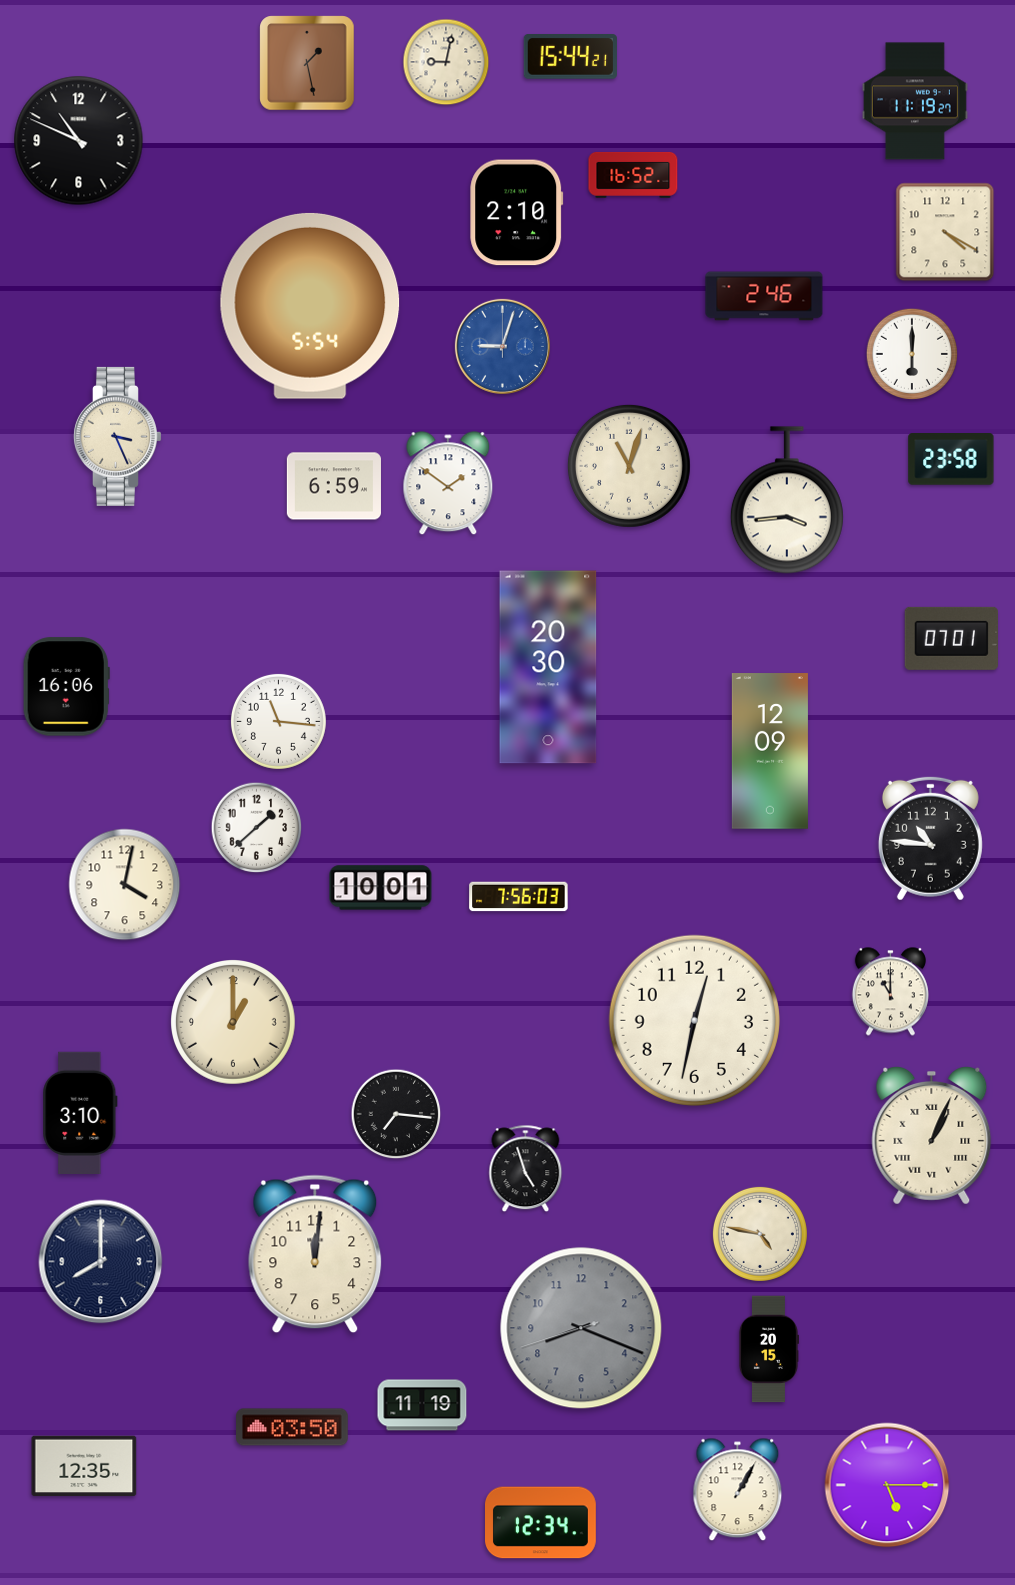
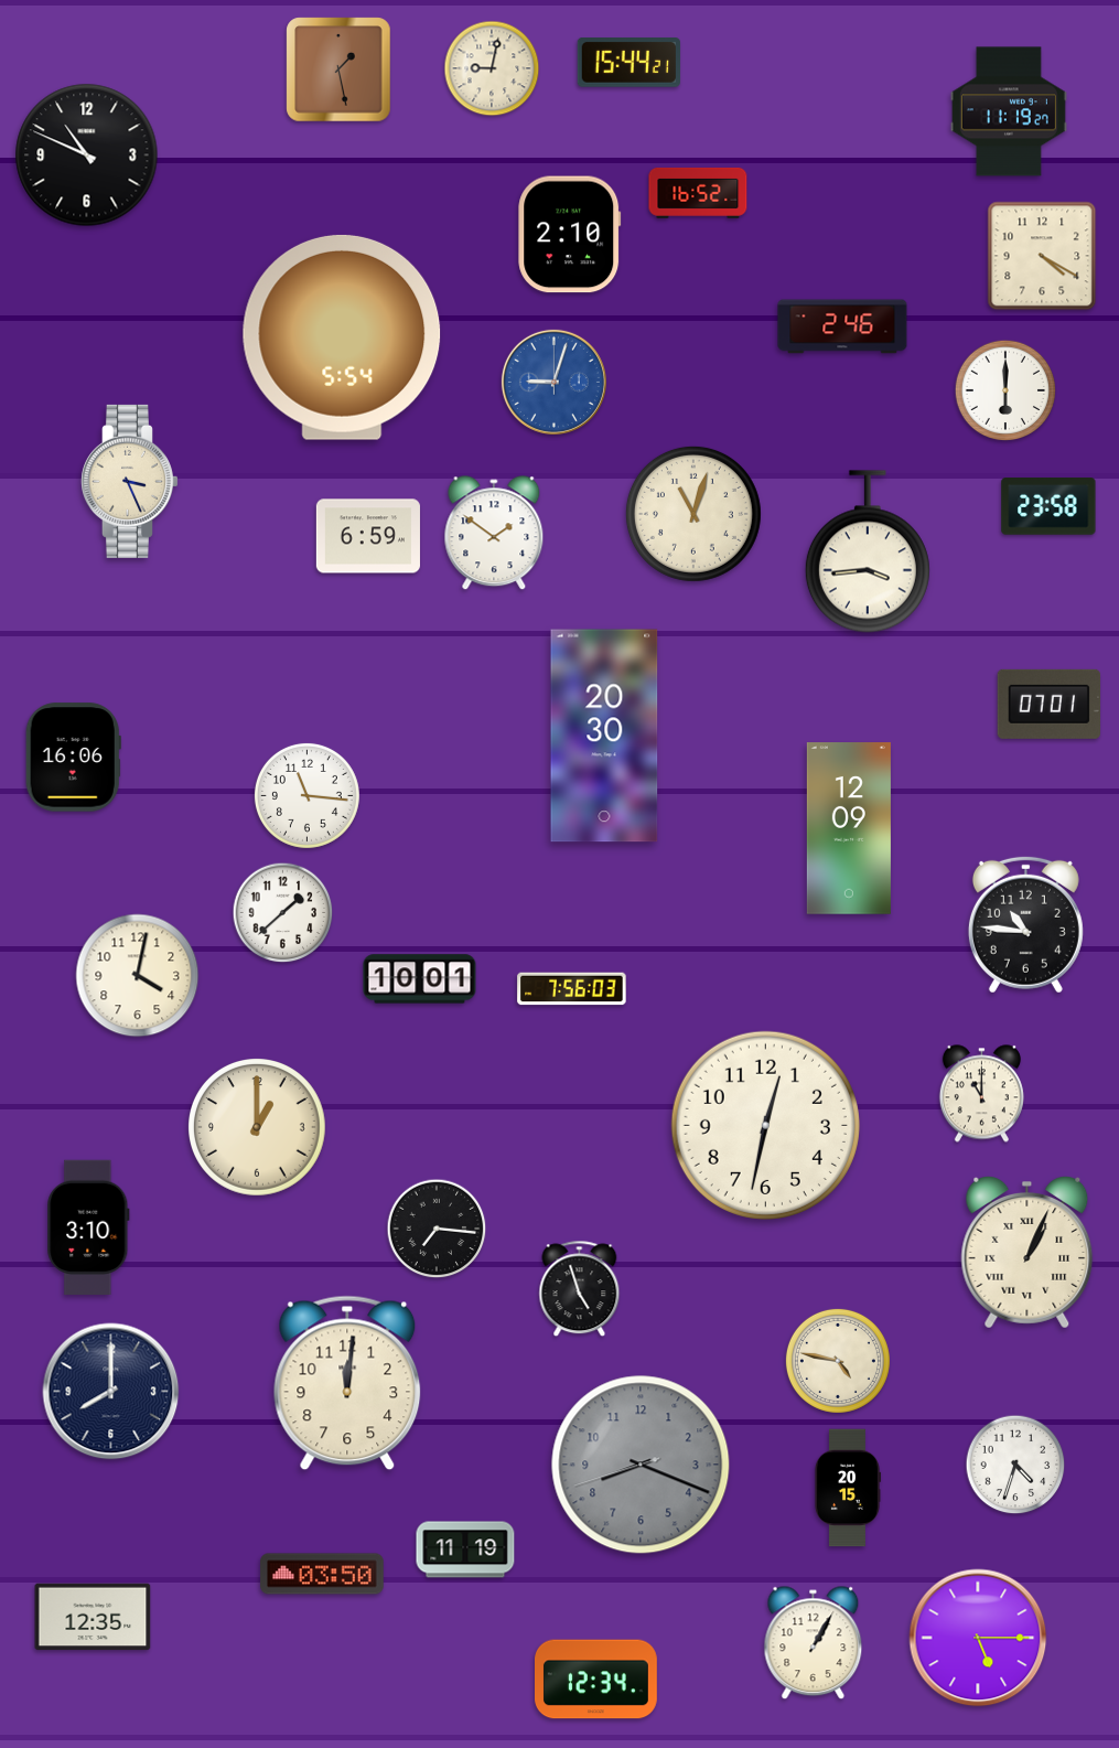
clock at (1015, 1465): none -> 4:33
